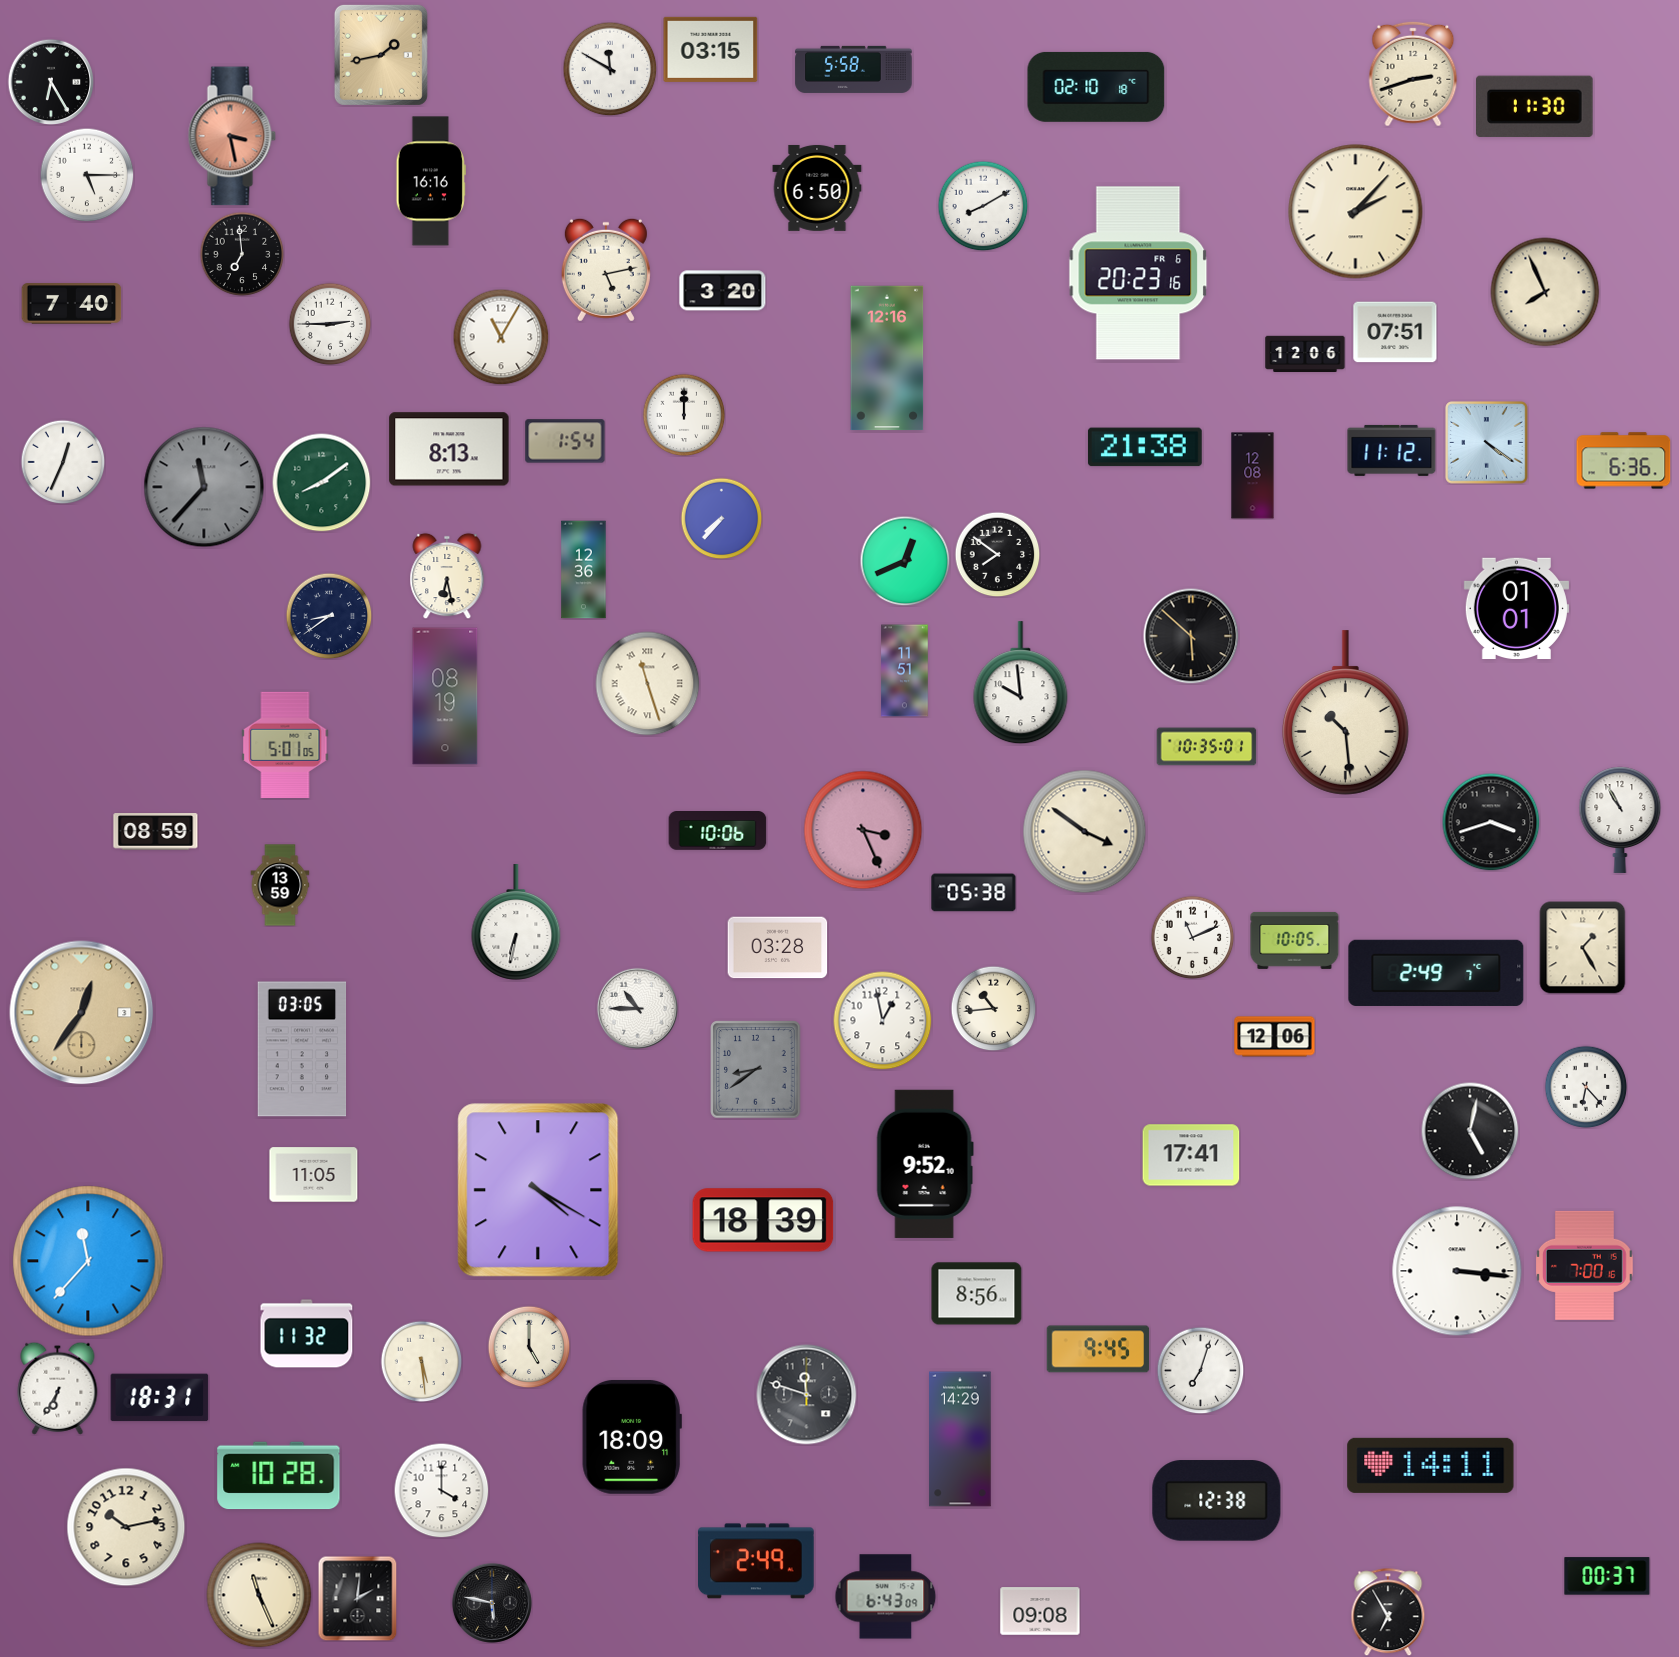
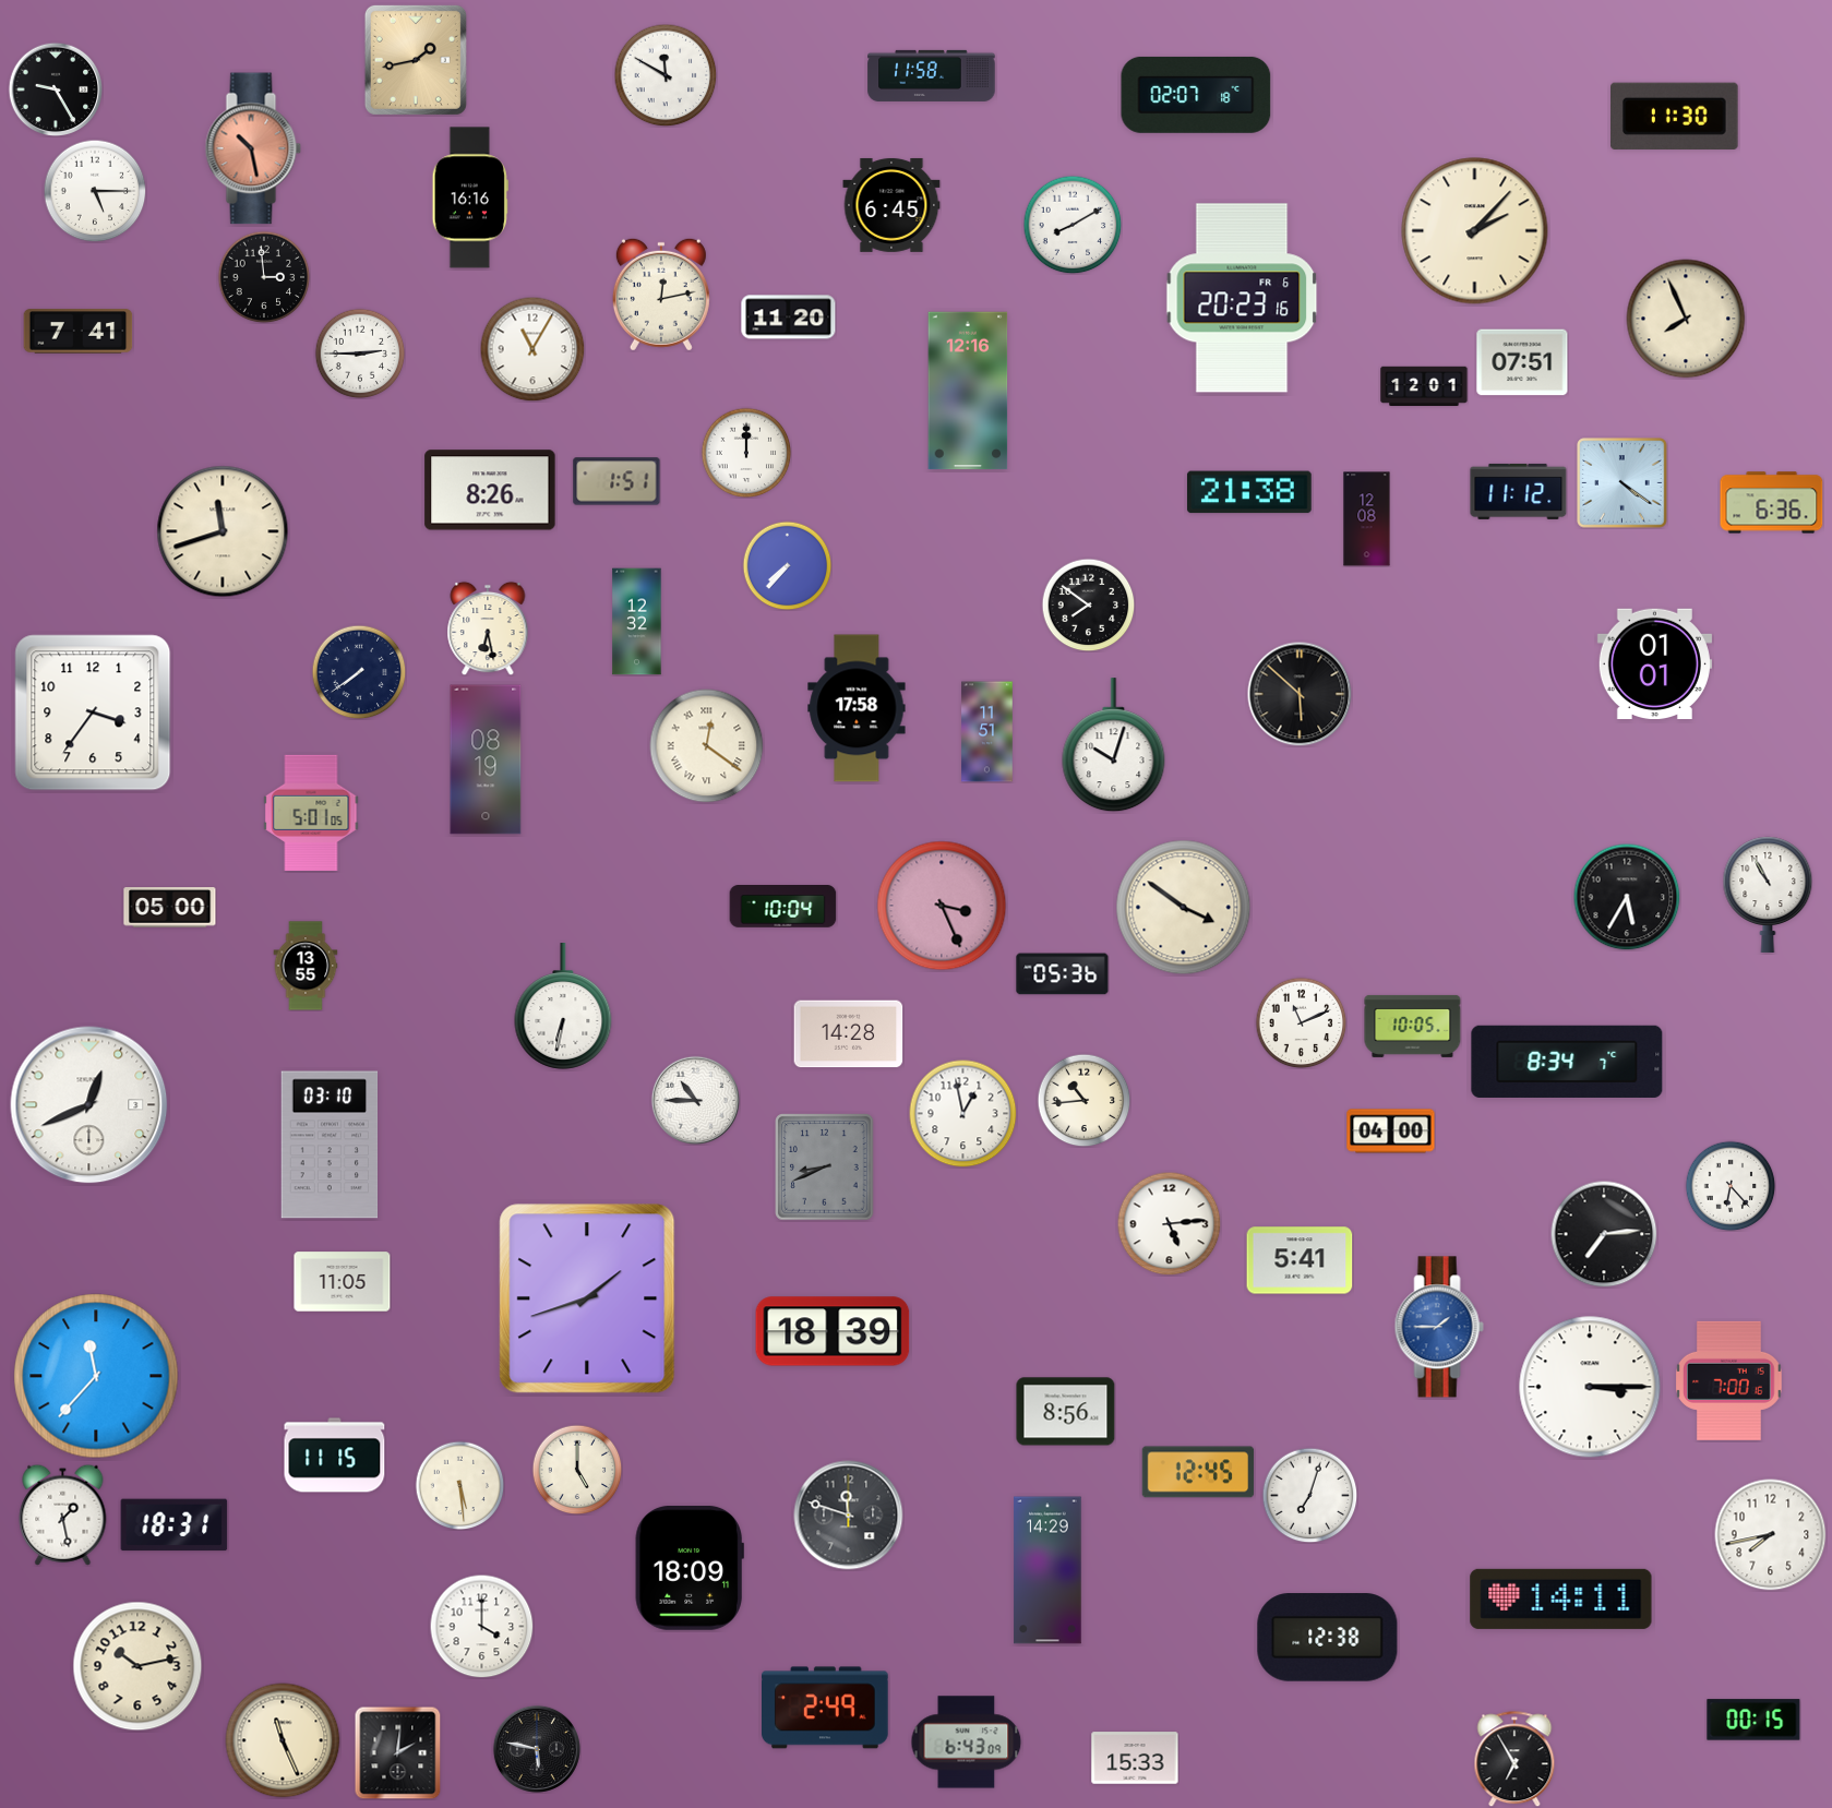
clock at (711, 49): 03:15 -> none
clock at (854, 69): 5:58 -> 11:58
clock at (1413, 74): 2:42 -> none
clock at (51, 82): 6:25 -> 9:25
clock at (1096, 87): 02:10 -> 02:07
clock at (232, 136): 3:28 -> 10:28
clock at (817, 188): 6:50 -> 6:45
clock at (1356, 212) position: (1356, 212) -> (1475, 231)
clock at (242, 254): 6:59 -> 2:59
clock at (606, 270): 5:13 -> 12:13
clock at (723, 291): 3:20 -> 11:20
clock at (72, 304): 7:40 -> 7:41
clock at (501, 337) position: (501, 337) -> (532, 349)
clock at (1305, 353): 12:06 -> 12:01
clock at (565, 441): 1:54 -> 1:51
clock at (1145, 447) position: (1145, 447) -> (1249, 492)
clock at (449, 449): 8:13 -> 8:26
clock at (63, 462): 12:34 -> none
clock at (322, 483): 8:09 -> none
clock at (204, 487): 11:37 -> 11:42
clock at (204, 487) dial: grey -> cream
clock at (905, 561): 12:41 -> none
clock at (584, 570): 12:36 -> 12:32
clock at (329, 616): 8:39 -> 7:39
clock at (857, 708): none -> 17:58
clock at (93, 713): none -> 3:36
clock at (1021, 683): 9:59 -> 10:03
clock at (648, 684): 11:27 -> 12:21
clock at (1345, 713): 10:29 -> none
clock at (1207, 747): 10:35 -> none
clock at (1491, 822): 3:42 -> 5:35
clock at (718, 831): 10:06 -> 10:04
clock at (156, 832): 08:59 -> 05:00
clock at (280, 885): 13:59 -> 13:55
clock at (974, 893): 05:38 -> 05:36
clock at (778, 948): 03:28 -> 14:28
clock at (1583, 948): 1:25 -> none
clock at (1436, 973): 2:49 -> 8:34
clock at (82, 1013): 12:36 -> 12:41
clock at (82, 1013) dial: champagne -> white
clock at (1275, 1037): 12:06 -> 04:00
clock at (302, 1049): 03:05 -> 03:10
clock at (756, 1070): 8:39 -> 8:41
clock at (1169, 1223): none -> 5:14
clock at (1470, 1131): 5:02 -> 7:14
clock at (1191, 1155): 17:41 -> 5:41
clock at (925, 1164): 9:52 -> none
clock at (538, 1190): 4:20 -> 1:42
clock at (1439, 1327): none -> 1:45
clock at (1457, 1271): 3:16 -> 3:15
clock at (307, 1334): 11:32 -> 11:15
clock at (1098, 1349): 9:45 -> 12:45
clock at (58, 1388): 6:35 -> 1:28
clock at (807, 1395) position: (807, 1395) -> (849, 1516)
clock at (1771, 1535): none -> 7:43
clock at (279, 1476): 10:28 -> none
clock at (756, 1561) position: (756, 1561) -> (825, 1708)
clock at (1607, 1576): 00:37 -> 00:15
clock at (358, 1598) position: (358, 1598) -> (398, 1752)
clock at (1040, 1611): 09:08 -> 15:33
